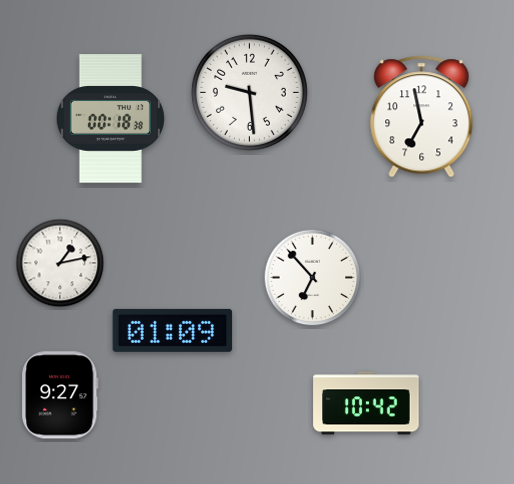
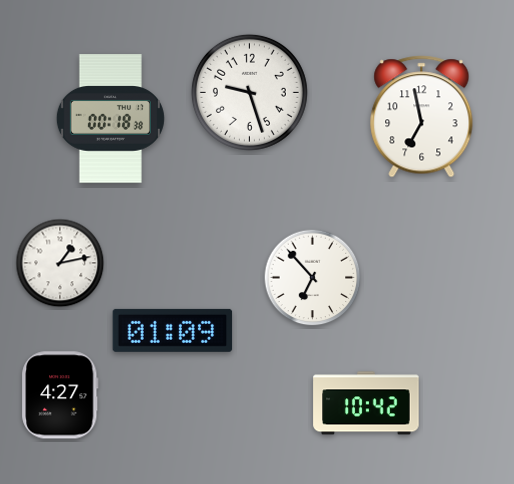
clock at (249, 92): 9:29 -> 9:27
clock at (60, 395): 9:27 -> 4:27
